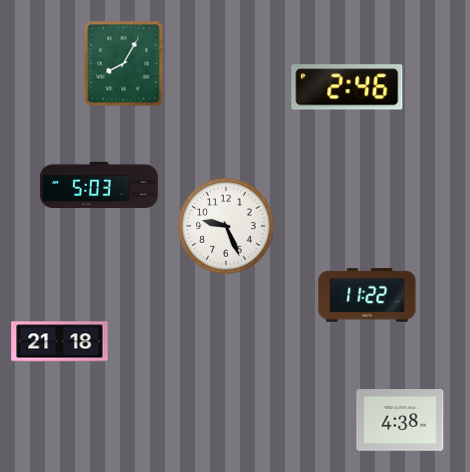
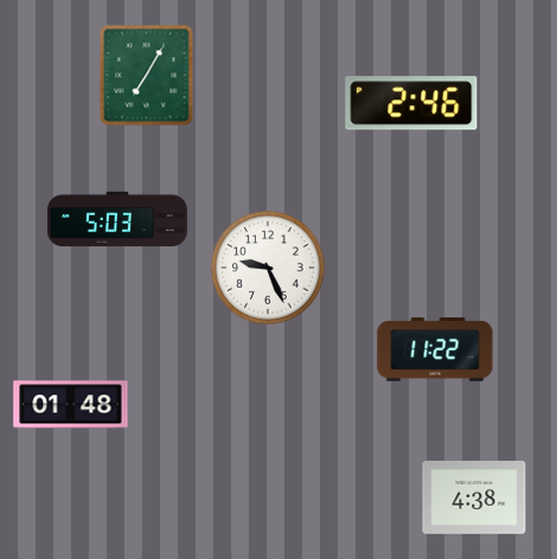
clock at (124, 64): 8:05 -> 7:05
clock at (60, 342): 21:18 -> 01:48
